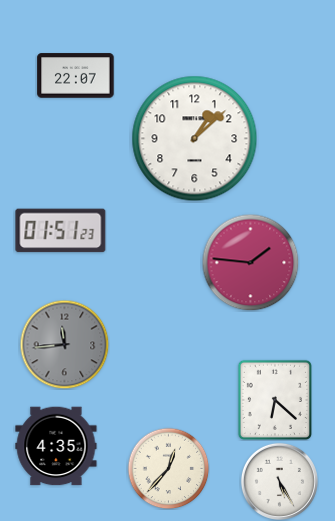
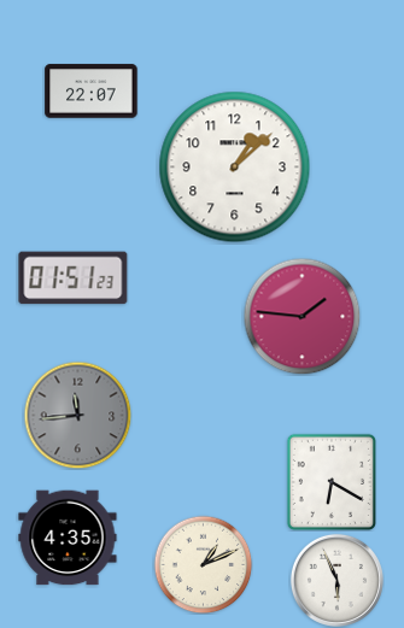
clock at (274, 399): 6:22 -> 6:20
clock at (168, 468): 12:37 -> 1:11
clock at (279, 481): 5:25 -> 5:56
